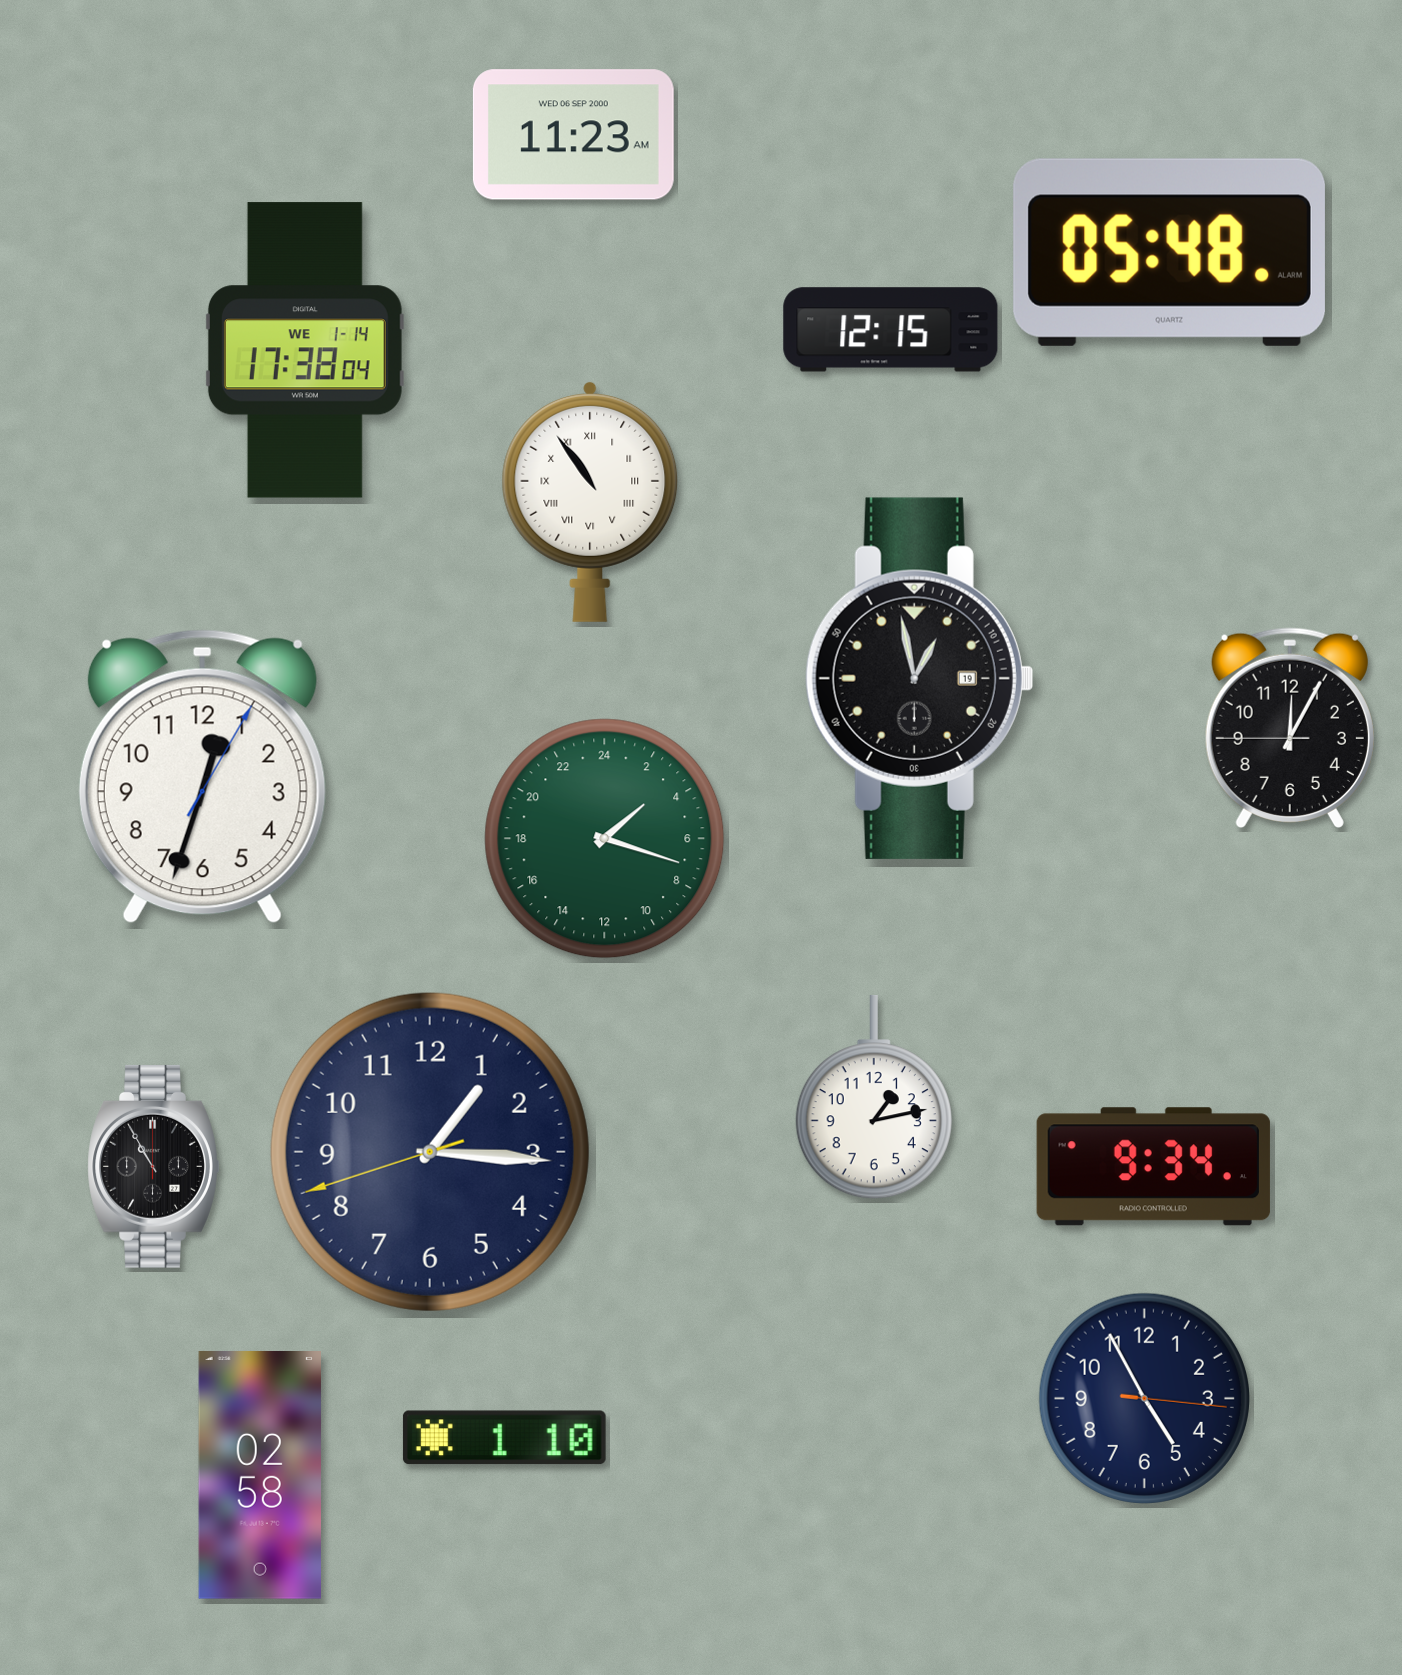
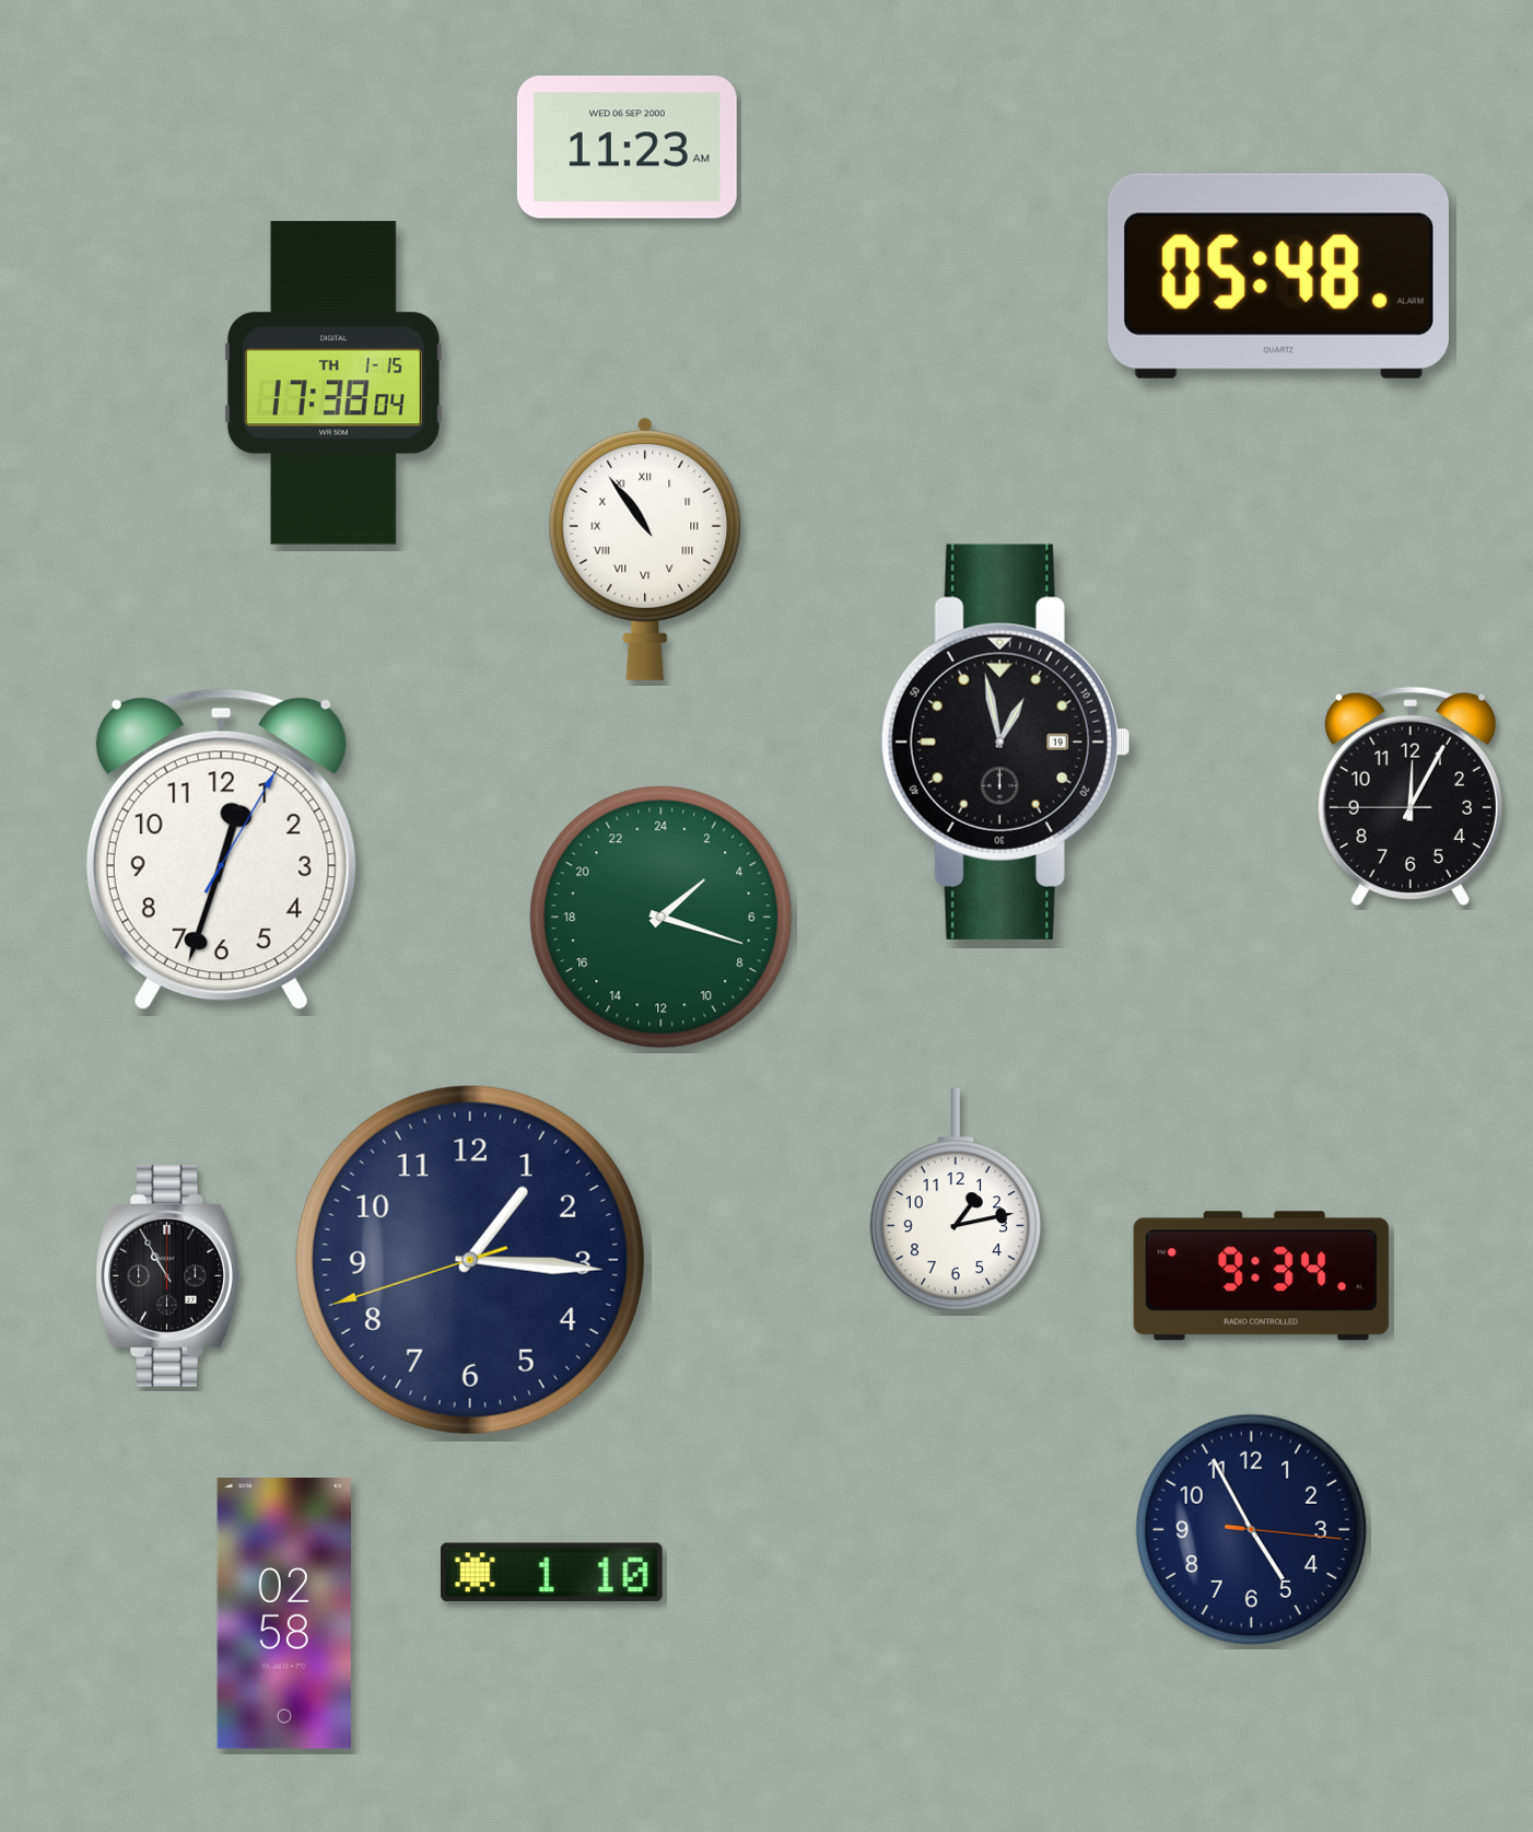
clock at (891, 330): 12:15 -> none
clock at (305, 350) date: WE 1-14 -> TH 1-15
